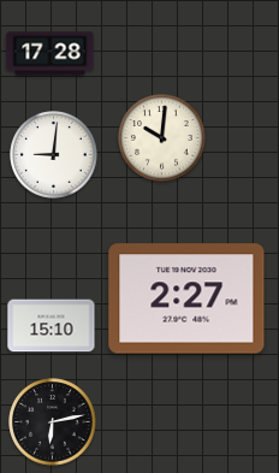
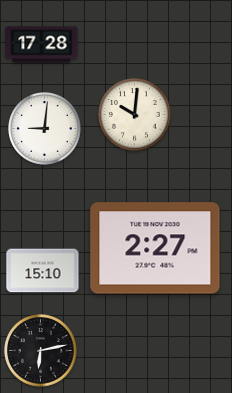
clock at (53, 422) position: (53, 422) -> (41, 351)
